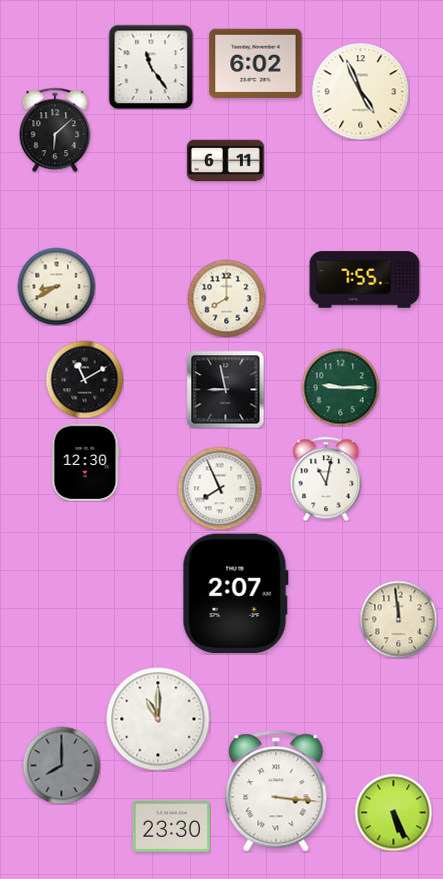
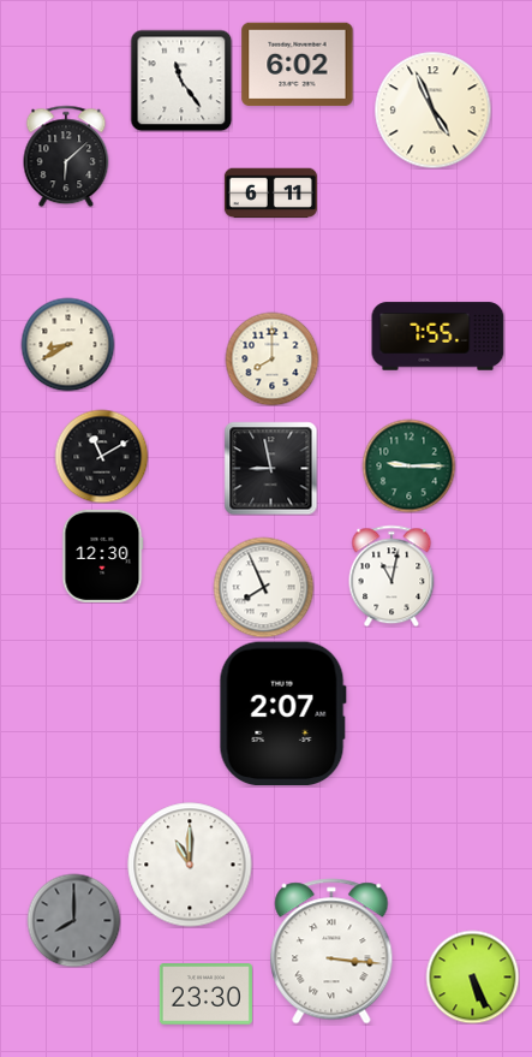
clock at (256, 64) position: (256, 64) -> (298, 65)
clock at (398, 619): 11:59 -> none
